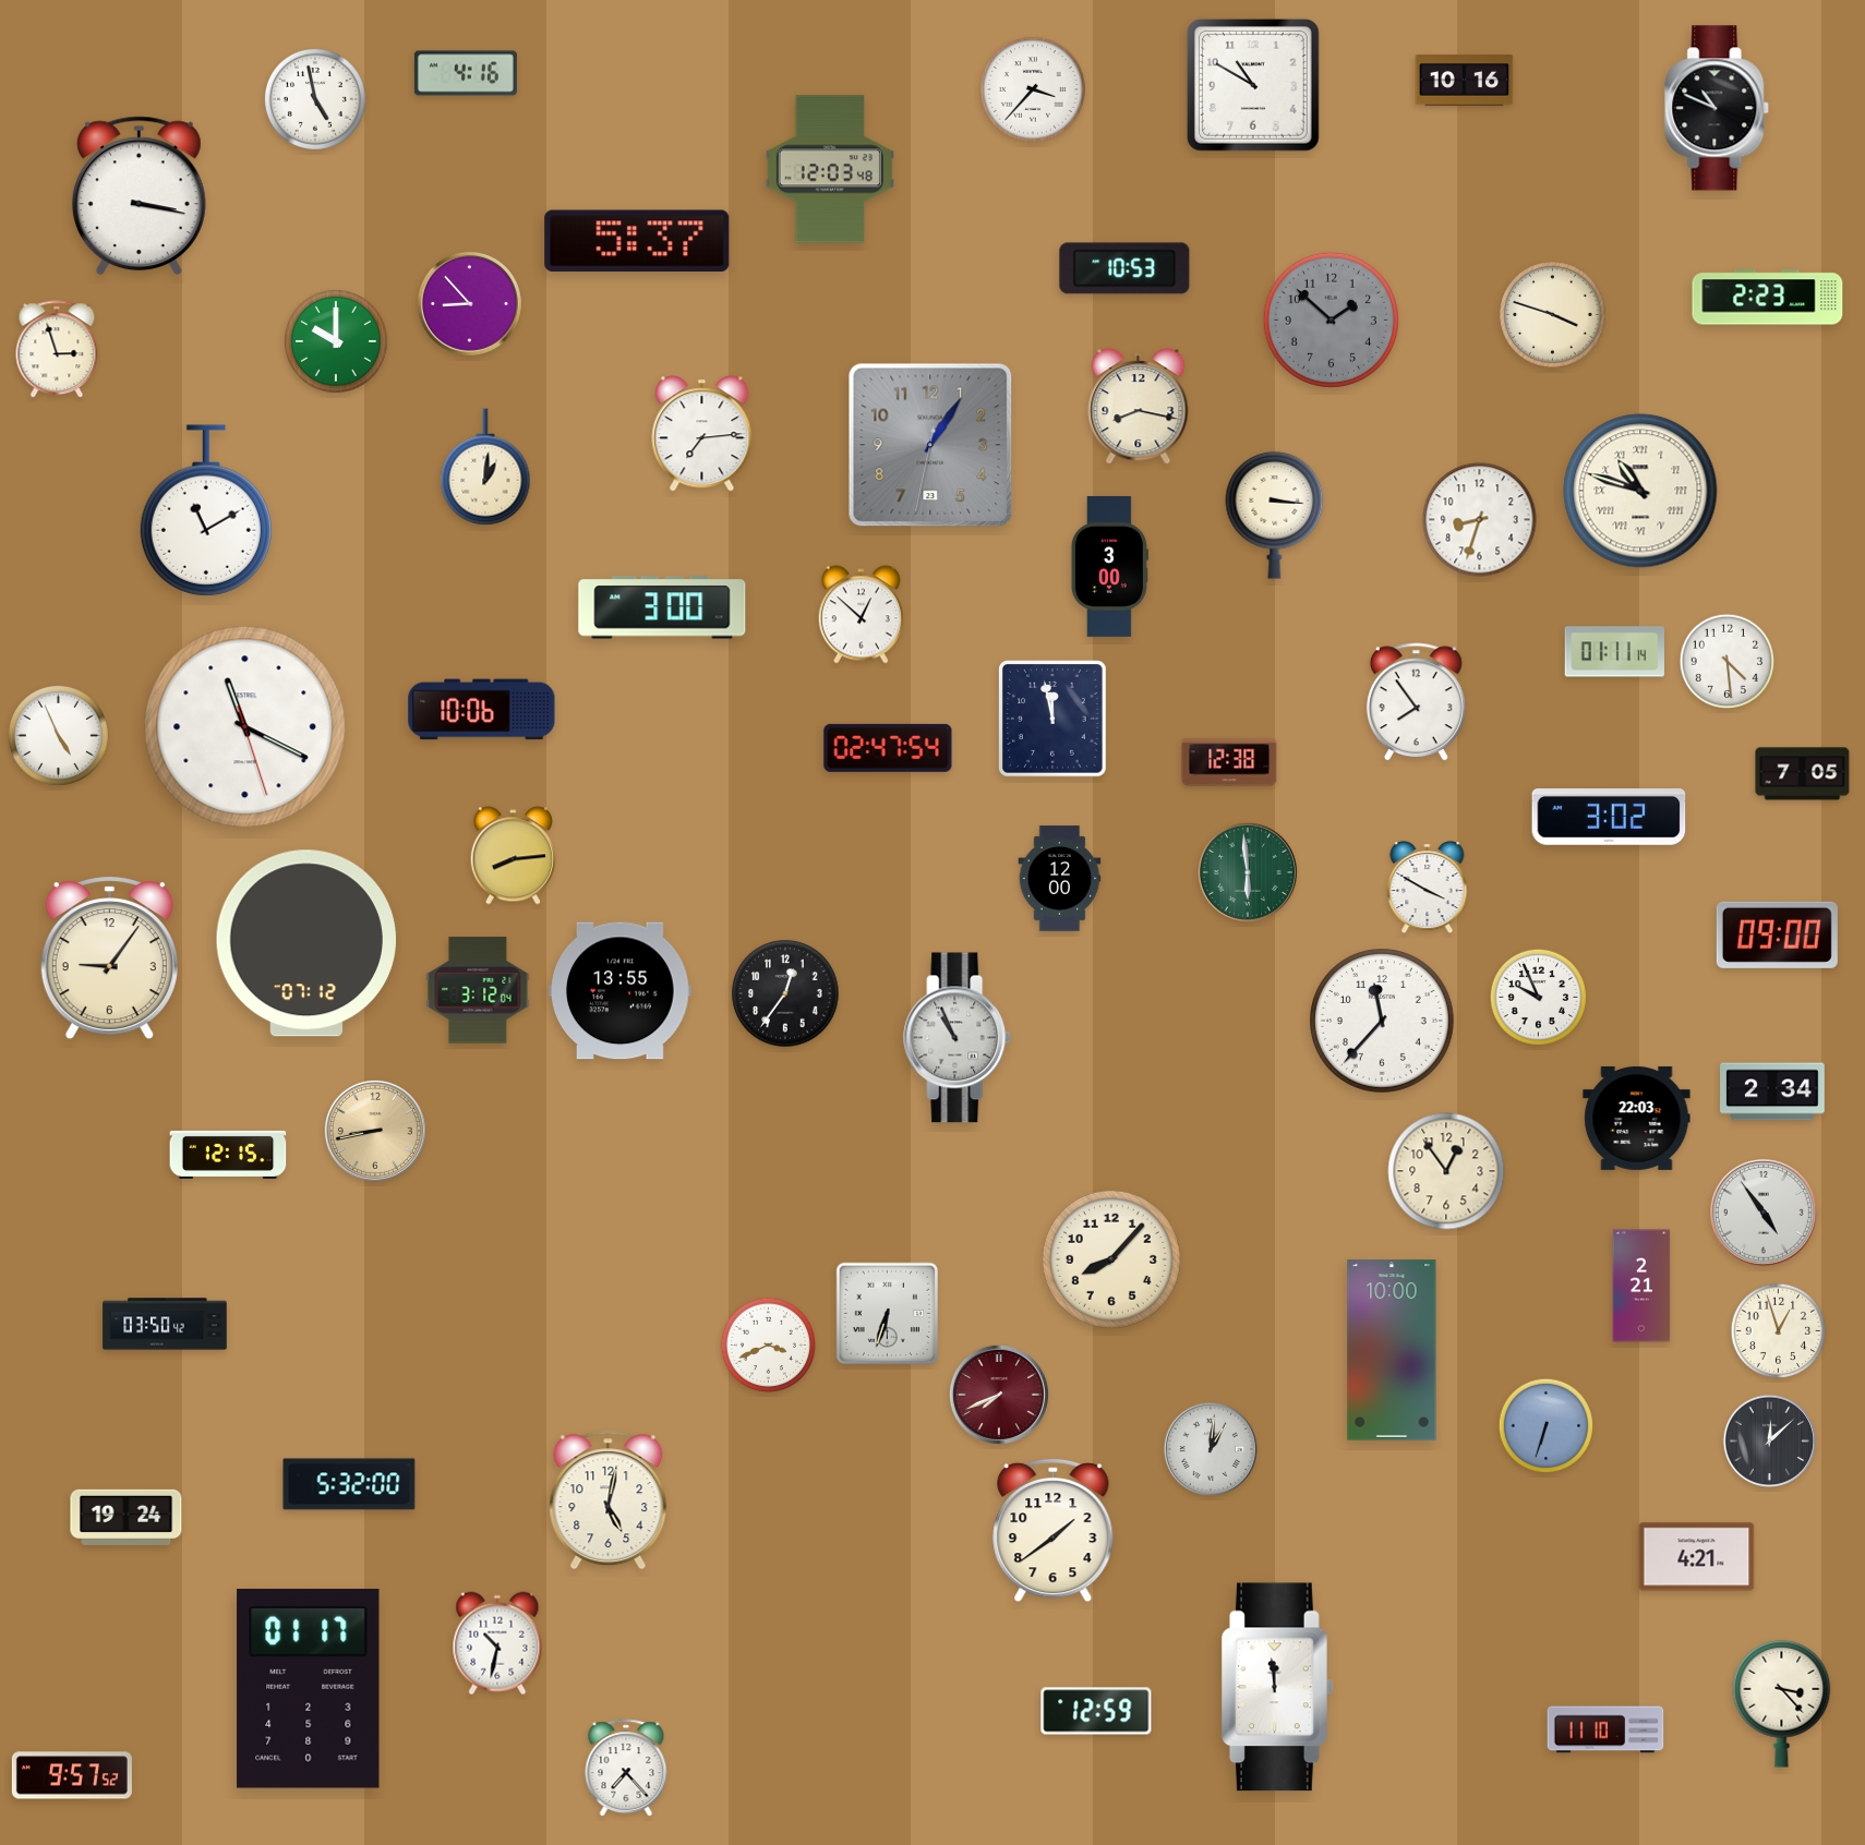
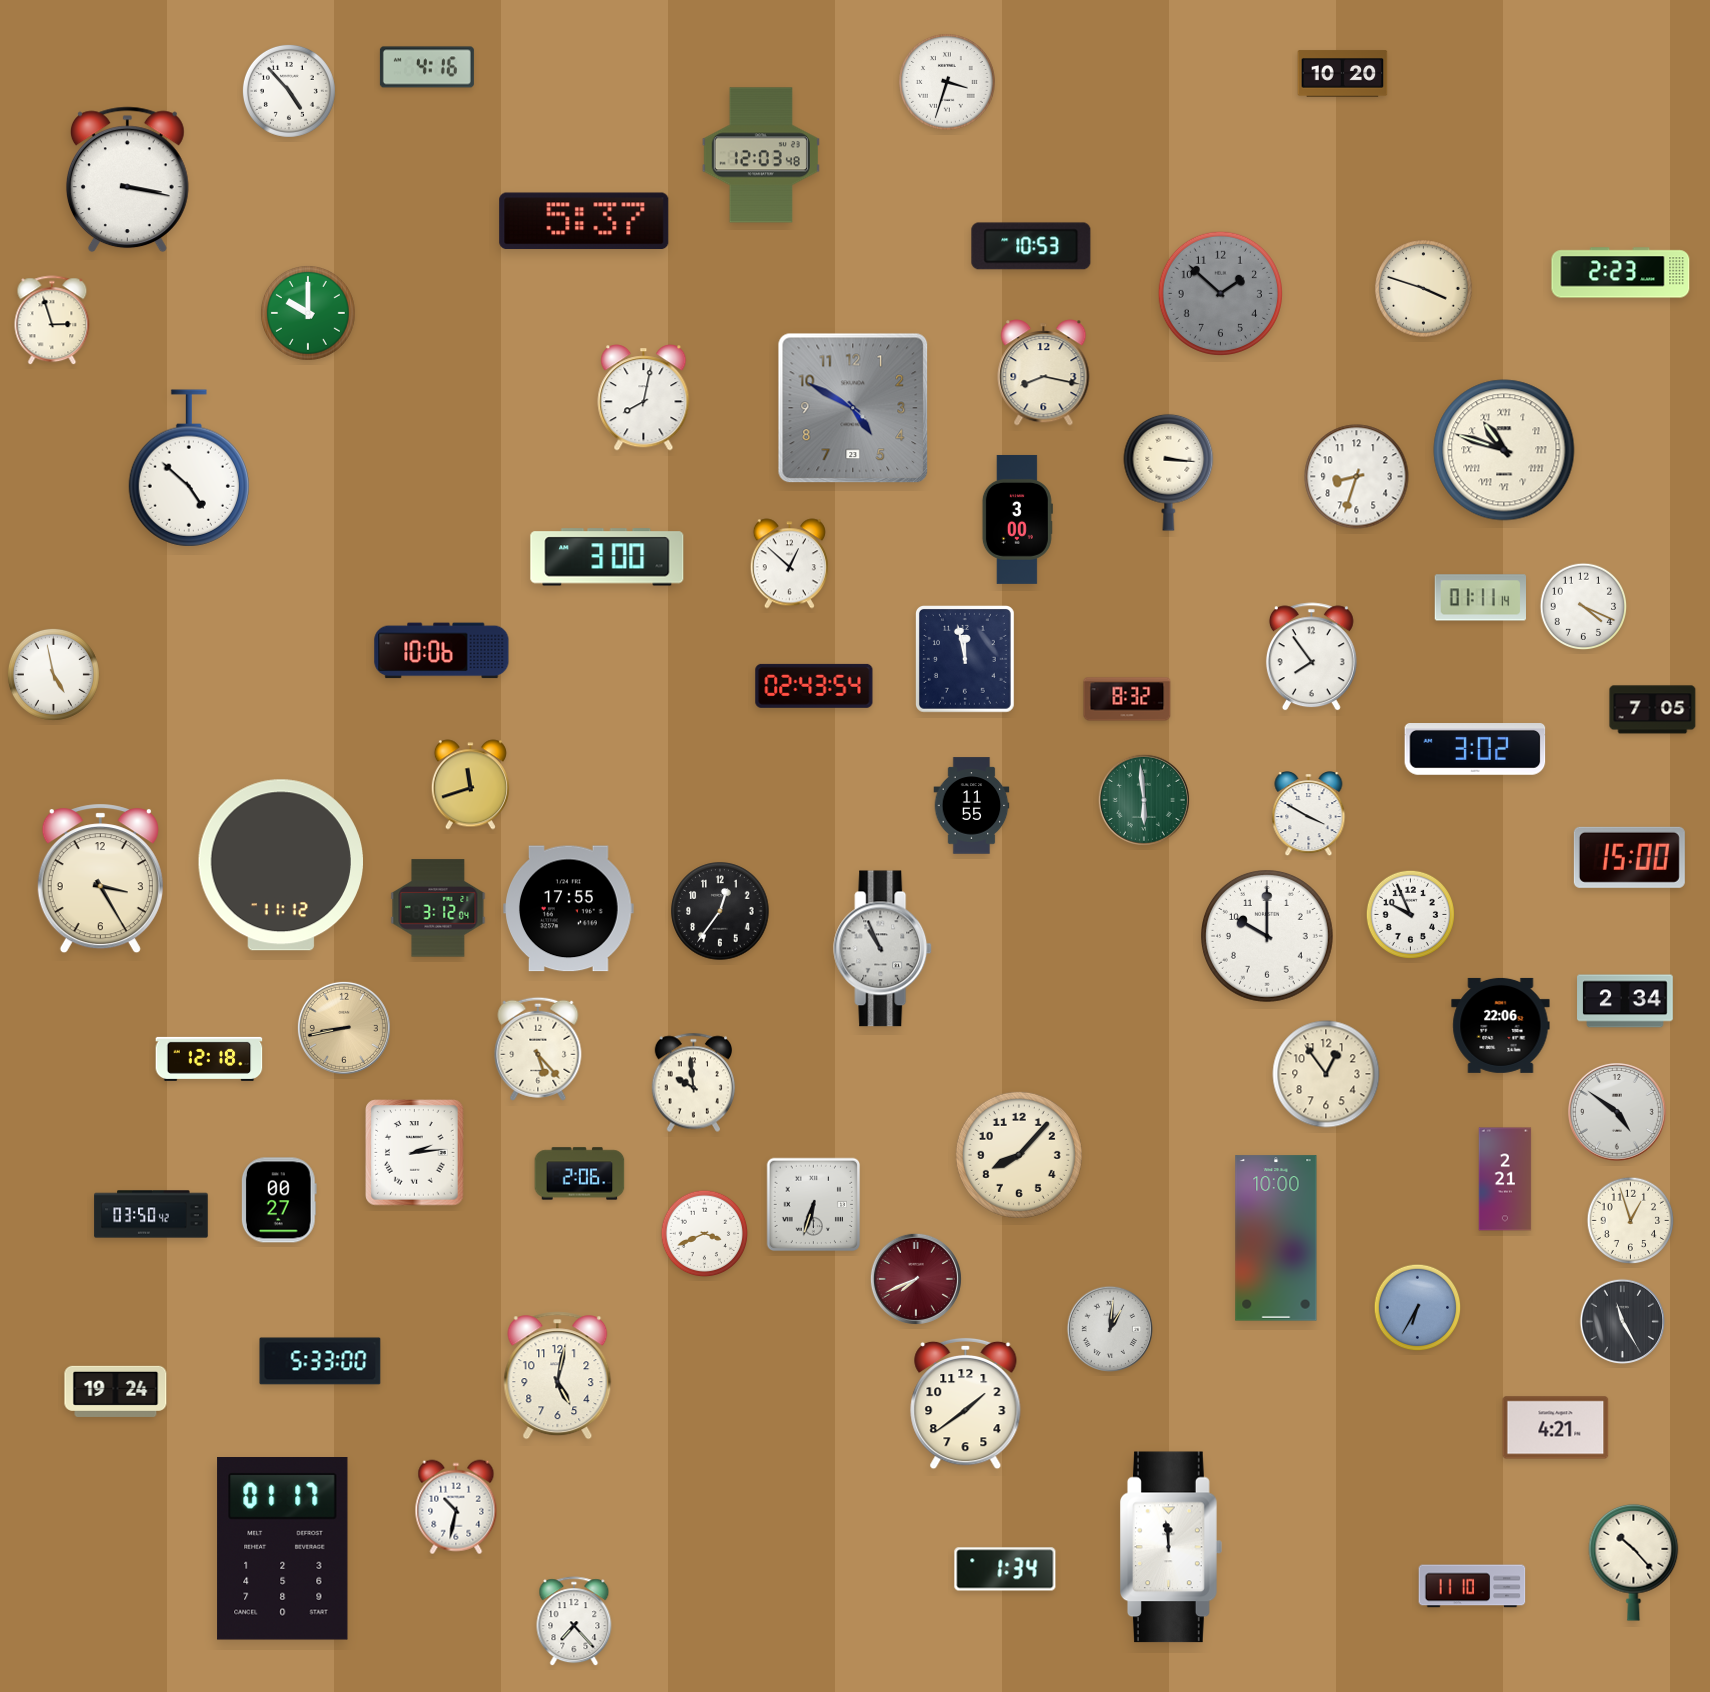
clock at (1465, 81): 10:16 -> 10:20
clock at (1253, 85): 10:50 -> none
clock at (1033, 89): 3:37 -> 3:33
clock at (315, 99): 4:58 -> 4:53
clock at (1718, 108): 10:49 -> none
clock at (469, 303): 8:53 -> none
clock at (702, 434): 7:14 -> 8:02
clock at (930, 445): 1:05 -> 4:49
clock at (485, 467): 1:01 -> none
clock at (206, 510): 11:10 -> 4:52
clock at (1728, 662): 4:29 -> 4:19
clock at (1416, 702) position: (1416, 702) -> (1311, 657)
clock at (245, 727): 11:19 -> none
clock at (58, 735): 4:56 -> 4:58
clock at (888, 748): 02:47 -> 02:43
clock at (1229, 762): 12:38 -> 8:32
clock at (513, 856): 8:14 -> 11:42
clock at (1060, 879): 12:00 -> 11:55
clock at (1777, 934): 09:00 -> 15:00
clock at (305, 943): 07:12 -> 11:12
clock at (109, 958): 9:06 -> 3:25
clock at (621, 991): 13:55 -> 17:55
clock at (1383, 1022): 11:37 -> 10:00
clock at (958, 1038) position: (958, 1038) -> (883, 949)
clock at (1637, 1118): 22:03 -> 22:06
clock at (375, 1131) position: (375, 1131) -> (344, 1028)
clock at (538, 1049): none -> 5:23
clock at (228, 1155): 12:15 -> 12:18
clock at (693, 1083): none -> 9:59
clock at (1765, 1214): 4:54 -> 4:51
clock at (415, 1153): none -> 2:14
clock at (580, 1174): none -> 2:06
clock at (279, 1200): none -> 00:27
clock at (1547, 1426): 6:33 -> 6:35
clock at (1770, 1442): 12:08 -> 11:25
clock at (349, 1484): 5:32 -> 5:33
clock at (1782, 1703): 3:23 -> 10:23
clock at (1096, 1711): 12:59 -> 1:34
clock at (72, 1775): 9:57 -> none
